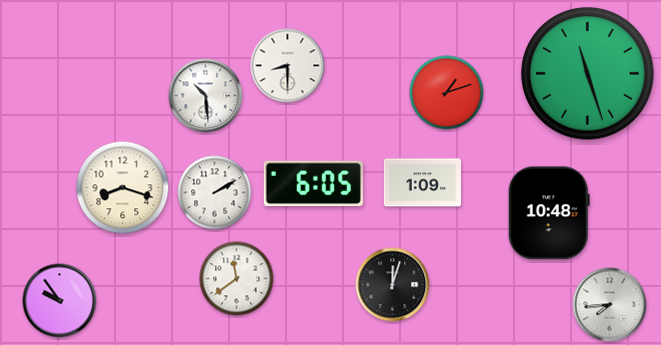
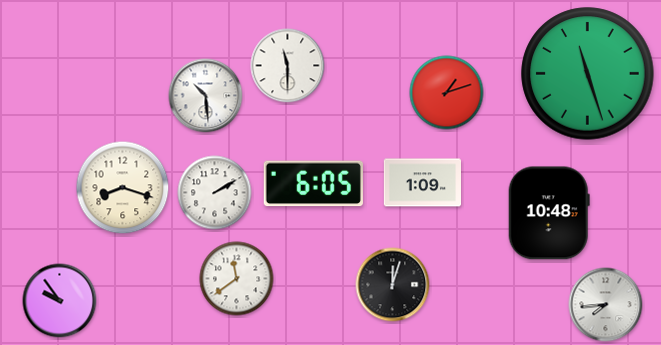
clock at (288, 66): 8:30 -> 11:30
clock at (610, 305) position: (610, 305) -> (606, 305)
